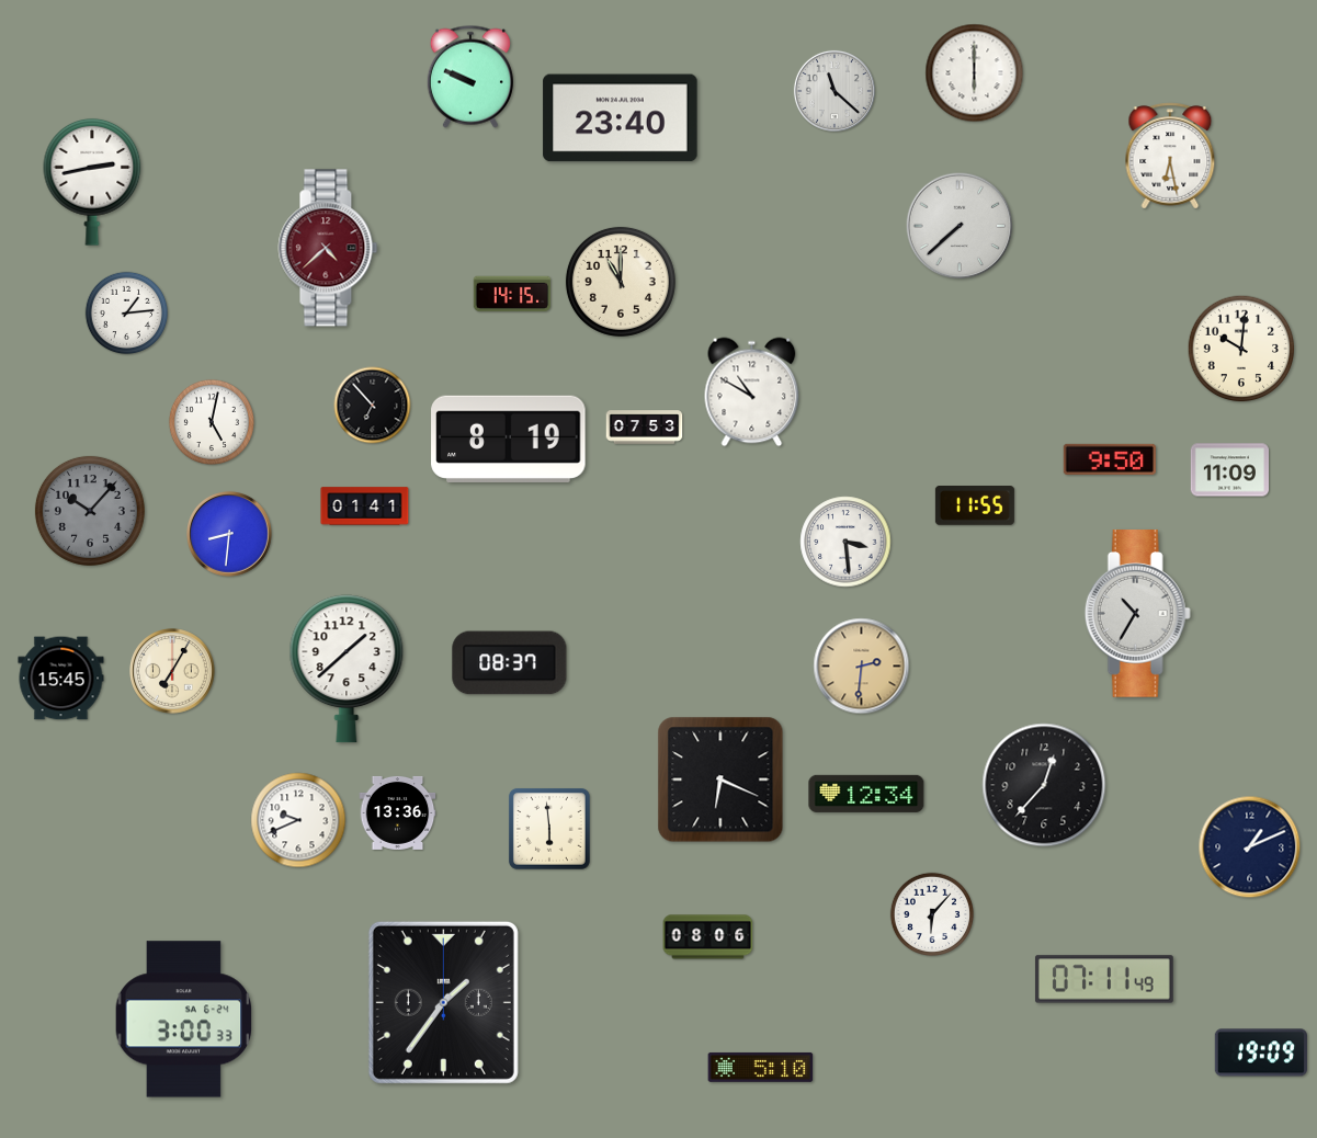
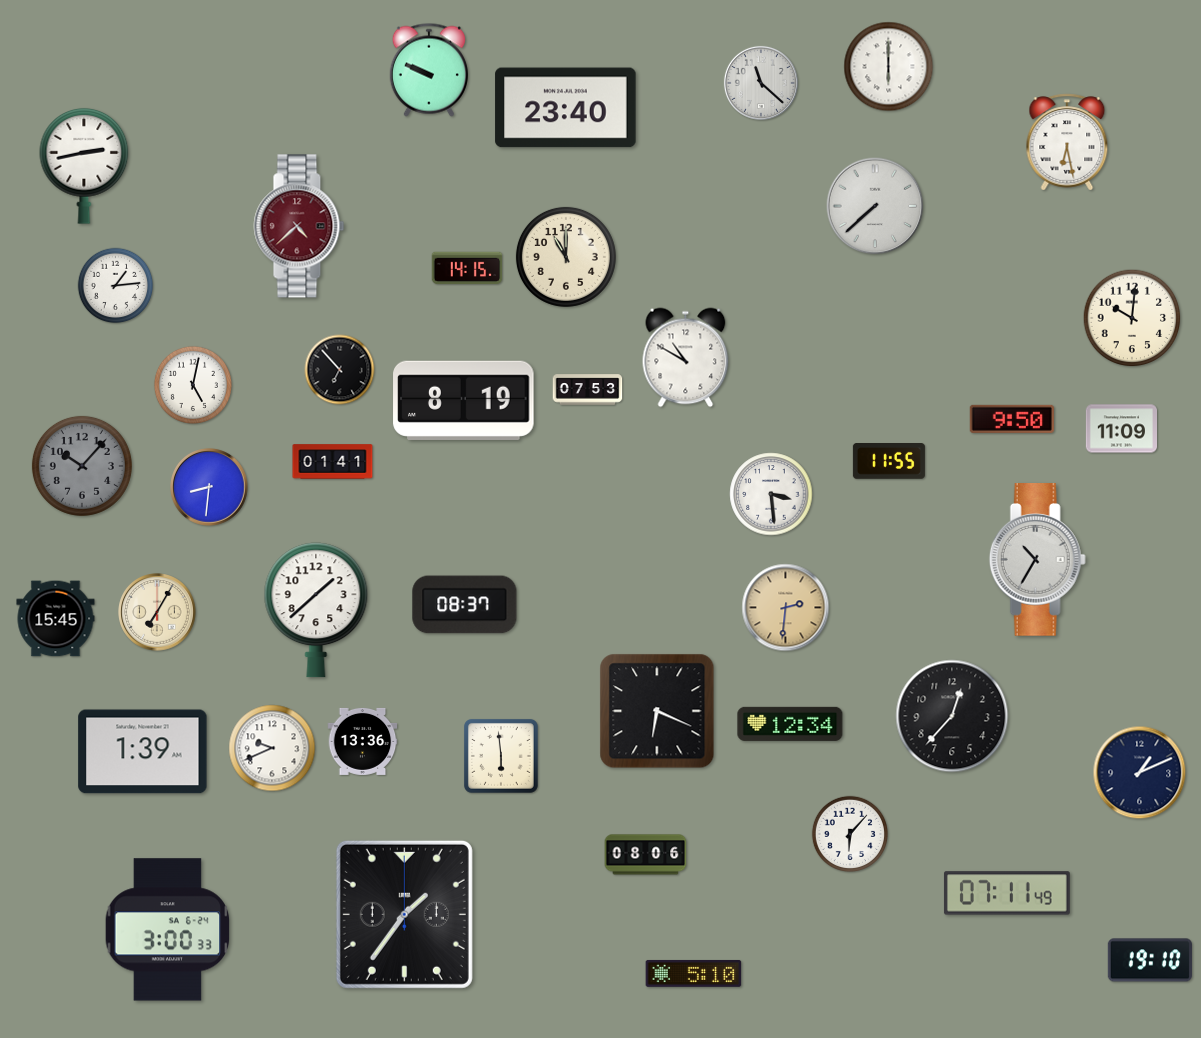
clock at (143, 752): none -> 1:39
clock at (1261, 1052): 19:09 -> 19:10
